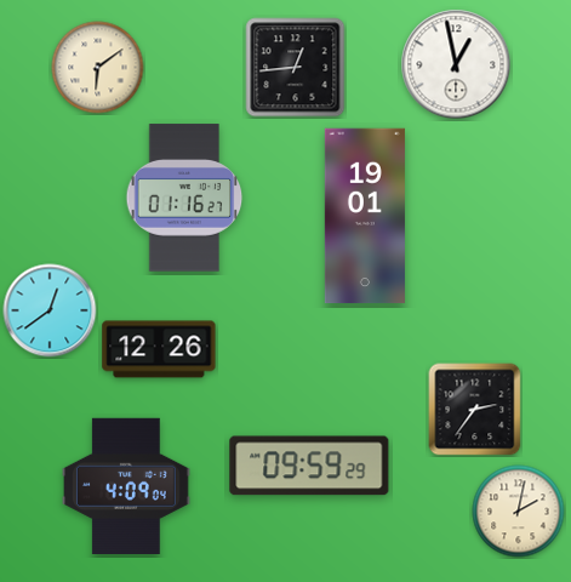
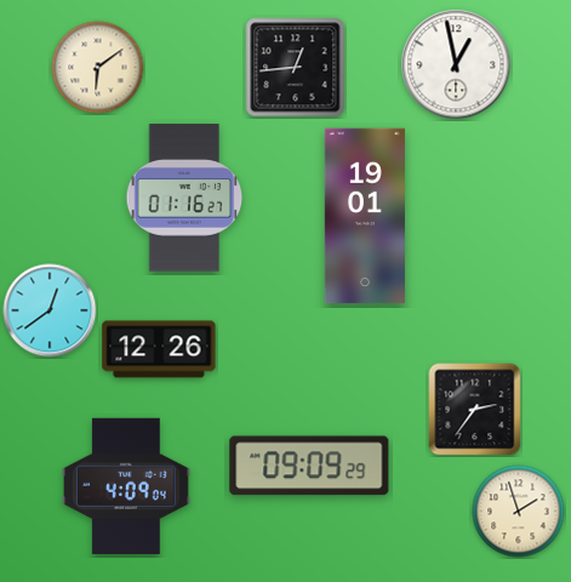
clock at (309, 466): 09:59 -> 09:09
clock at (519, 512): 2:02 -> 1:57
